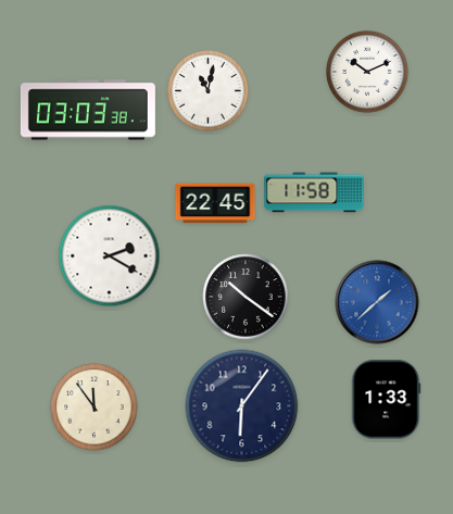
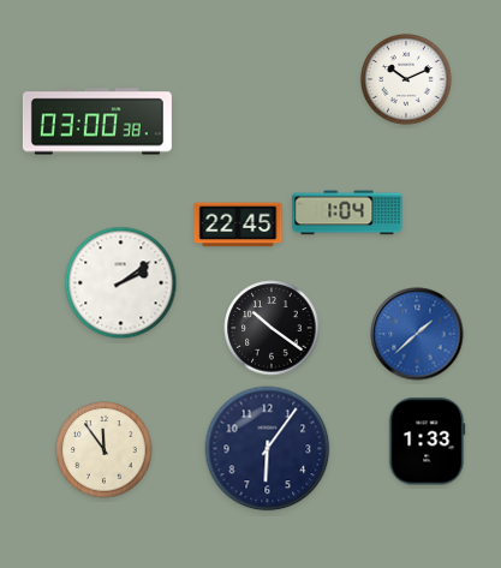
clock at (209, 91): 11:02 -> none
clock at (88, 110): 03:03 -> 03:00
clock at (314, 192): 11:58 -> 1:04
clock at (110, 256): 2:20 -> 2:09
